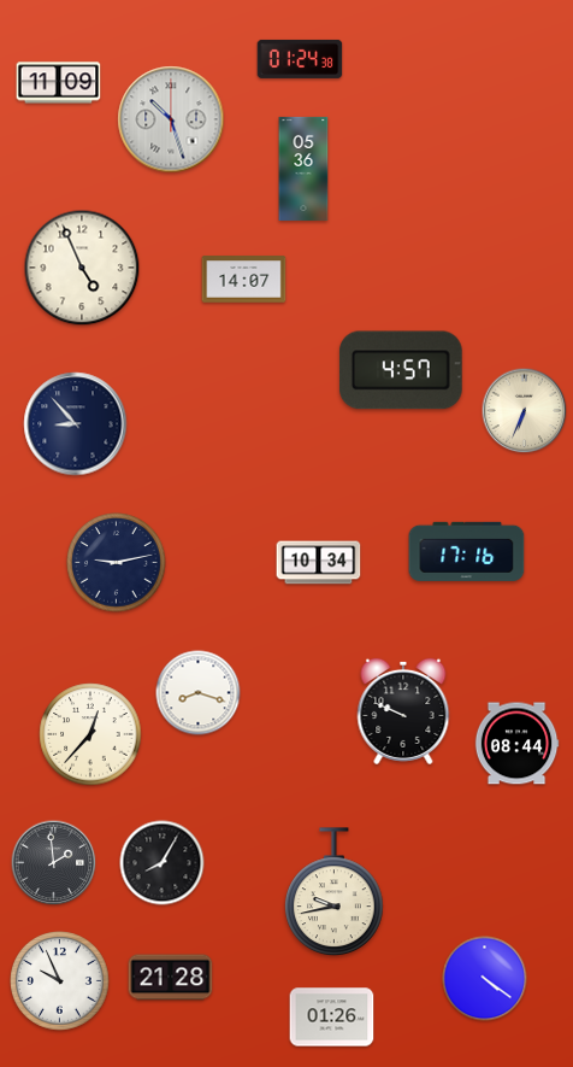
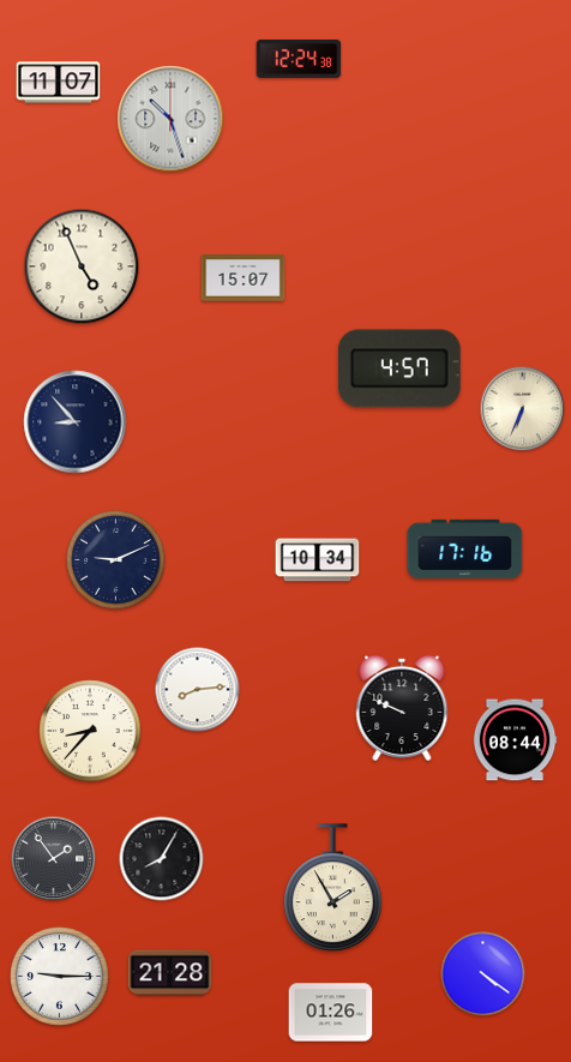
clock at (300, 59): 01:24 -> 12:24
clock at (59, 83): 11:09 -> 11:07
clock at (303, 169): 05:36 -> none
clock at (244, 280): 14:07 -> 15:07
clock at (117, 563): 9:13 -> 9:11
clock at (199, 693): 8:18 -> 8:14
clock at (90, 734): 12:37 -> 8:37
clock at (54, 863): 1:59 -> 1:54
clock at (335, 892): 9:43 -> 1:55
clock at (60, 981): 9:56 -> 9:15
